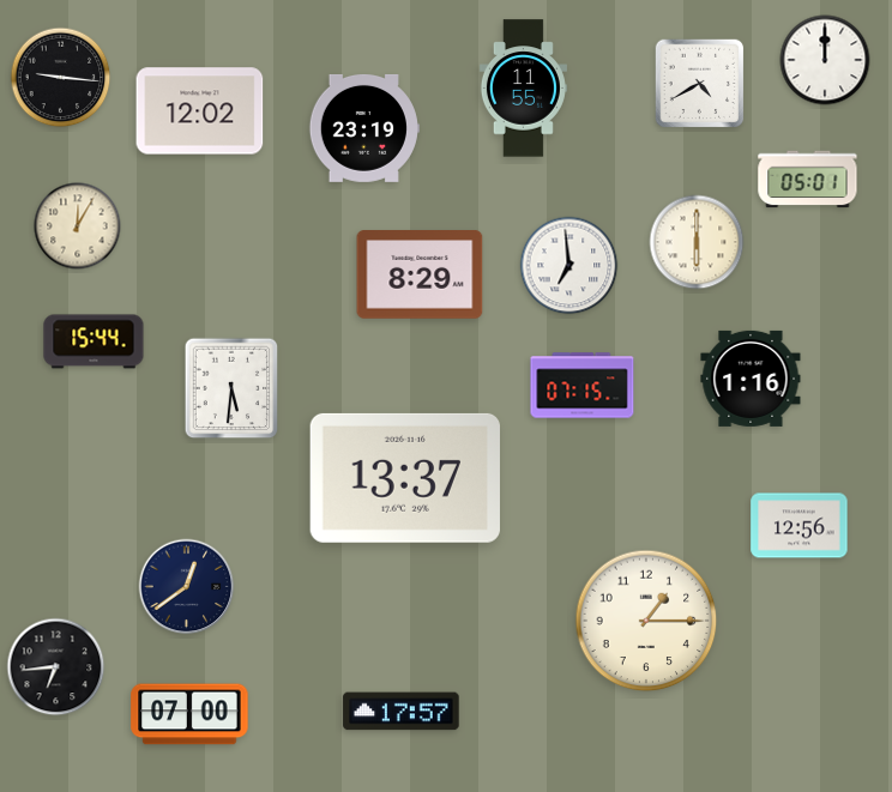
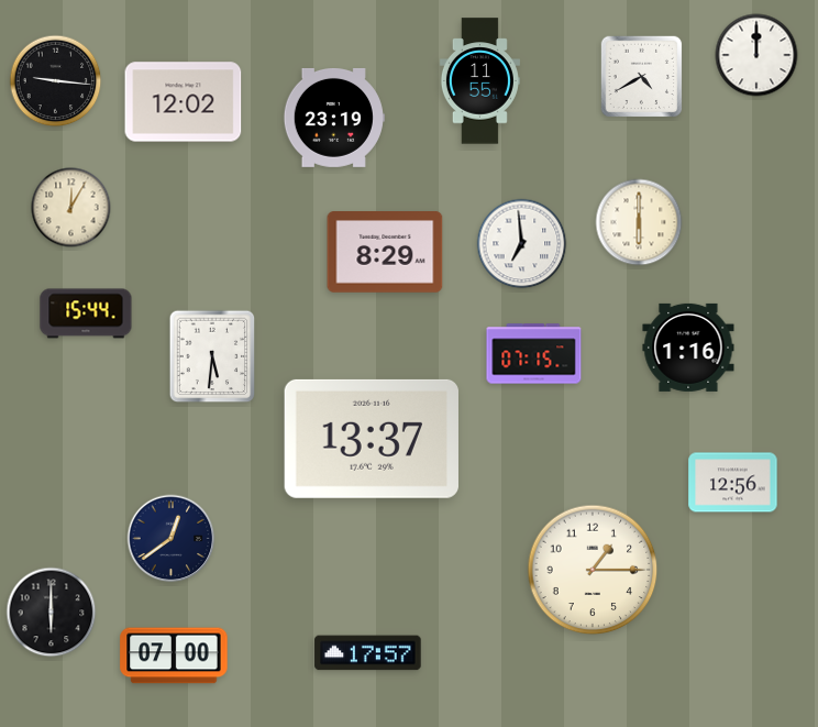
clock at (61, 78) position: (61, 78) -> (56, 81)
clock at (808, 180): 05:01 -> none
clock at (56, 667): 6:44 -> 6:00
